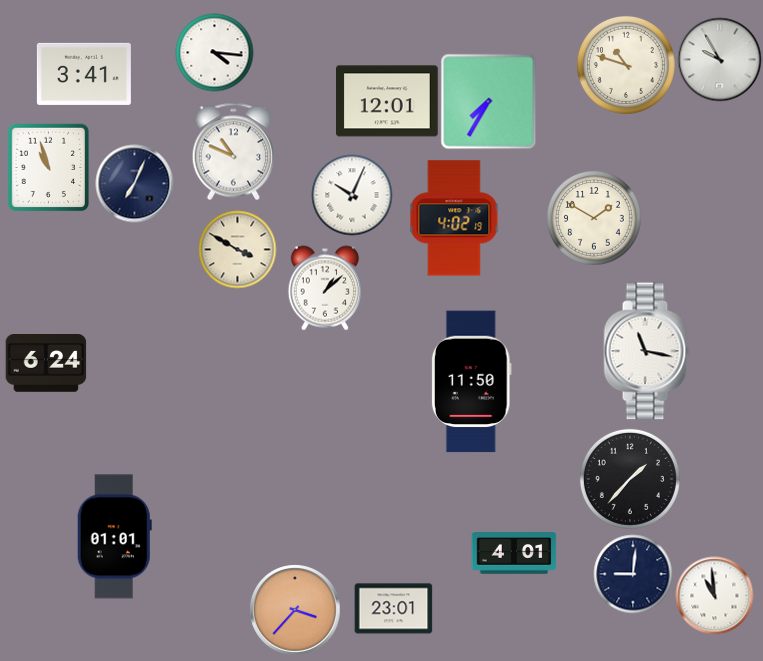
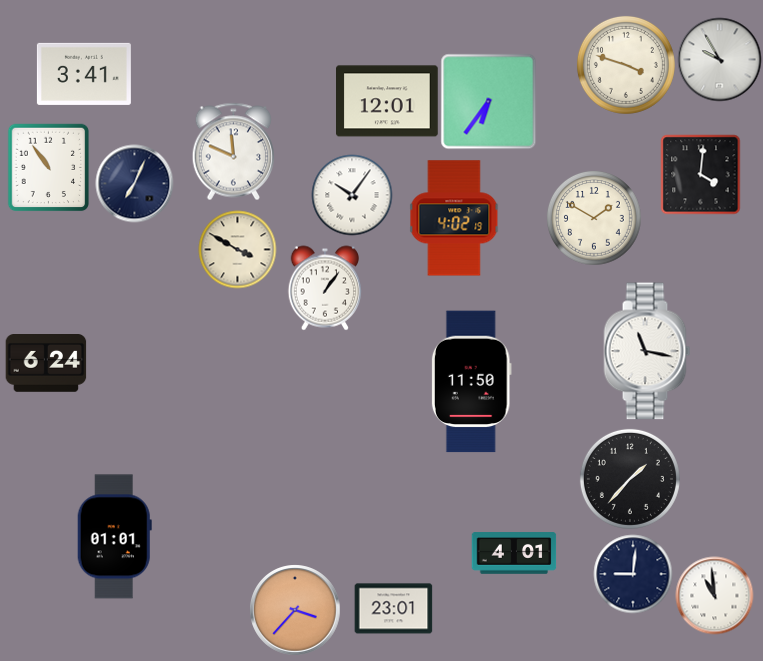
clock at (214, 52): 4:16 -> none
clock at (626, 65): 10:48 -> 3:48
clock at (488, 101): 7:35 -> 6:36
clock at (234, 151): 10:49 -> 11:49
clock at (49, 167): 10:57 -> 10:54
clock at (700, 174): none -> 4:01
clock at (352, 195): 10:04 -> 10:06
clock at (325, 288): 1:08 -> 1:06
